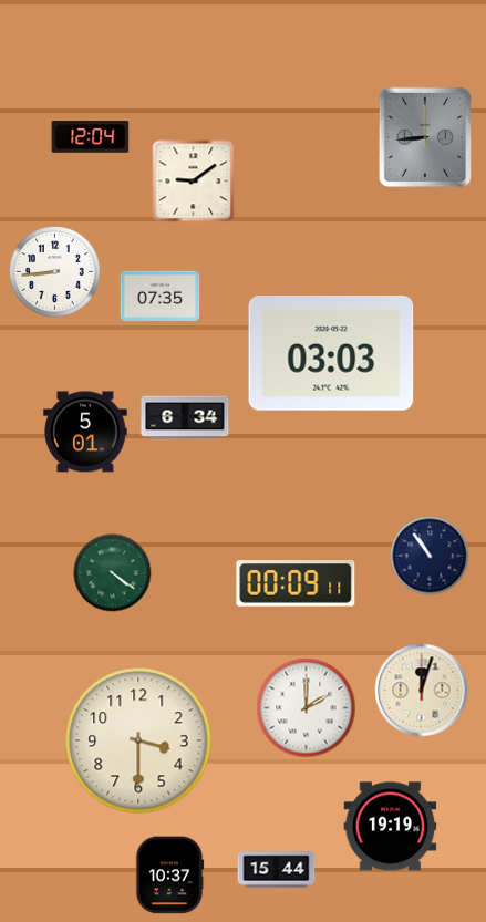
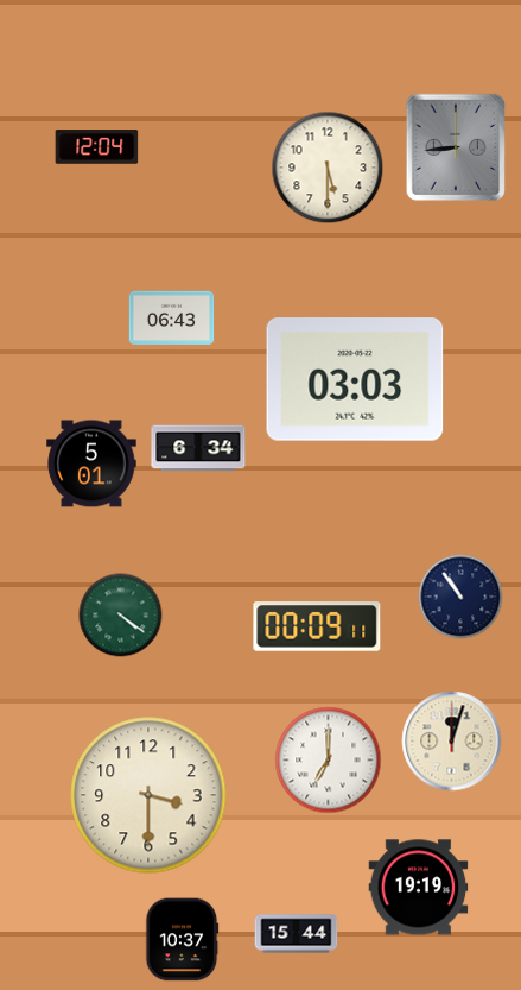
clock at (328, 168): none -> 5:30
clock at (194, 182): 9:09 -> none
clock at (55, 272): 8:44 -> none
clock at (161, 296): 07:35 -> 06:43
clock at (307, 708): 2:00 -> 7:00
